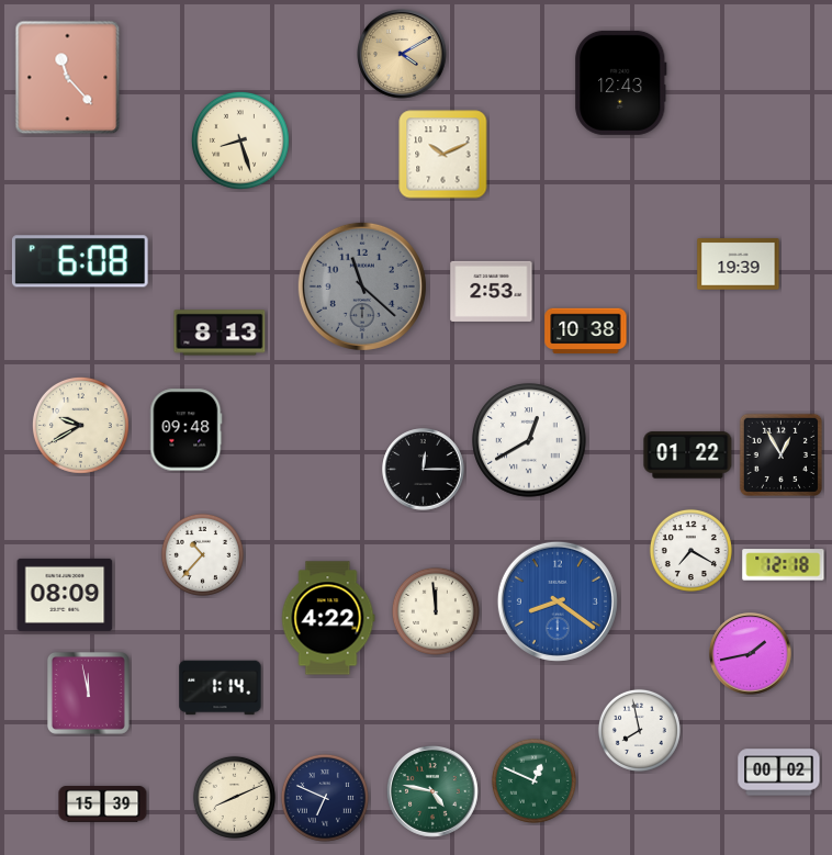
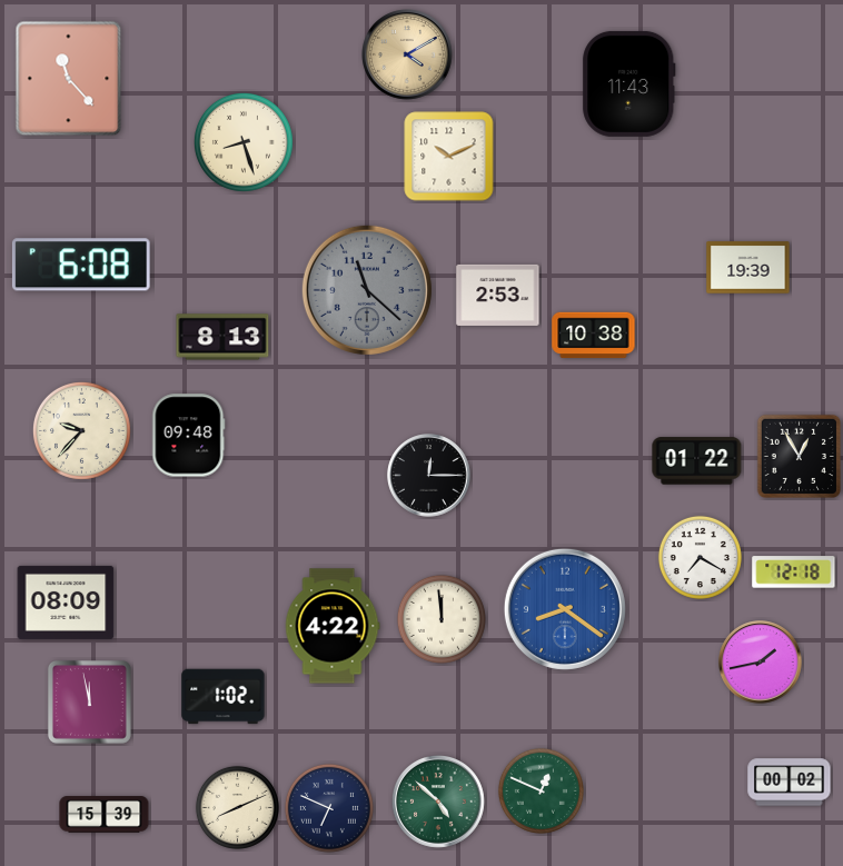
clock at (621, 82): 12:43 -> 11:43
clock at (80, 425): 9:40 -> 9:37
clock at (529, 440): 12:40 -> none
clock at (780, 454) position: (780, 454) -> (799, 456)
clock at (202, 554): 10:37 -> none
clock at (221, 688): 1:14 -> 1:02
clock at (639, 730): 7:58 -> none
clock at (434, 792): 4:47 -> 4:52
